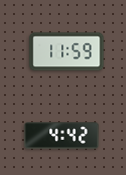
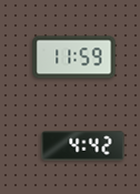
clock at (62, 136) position: (62, 136) -> (83, 146)
